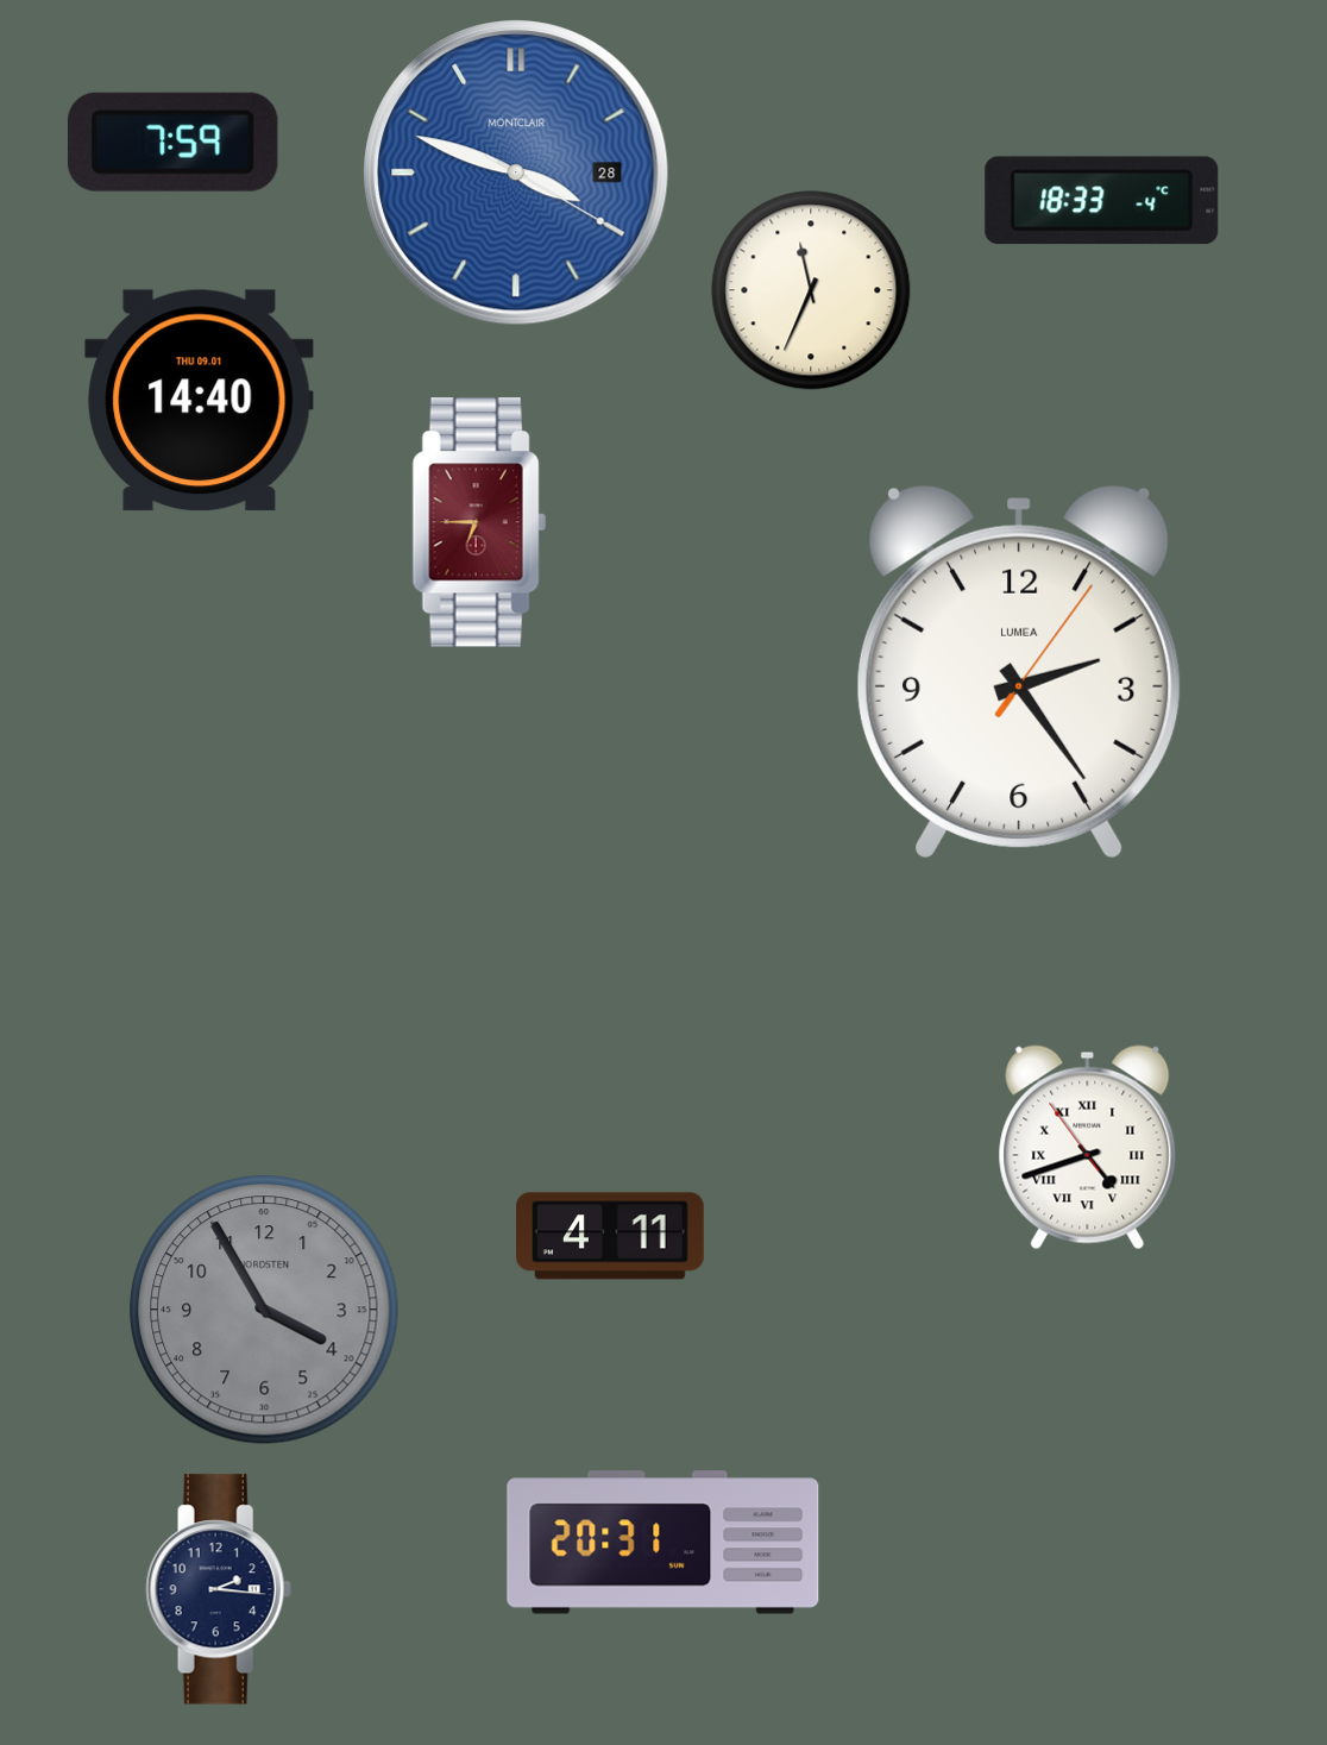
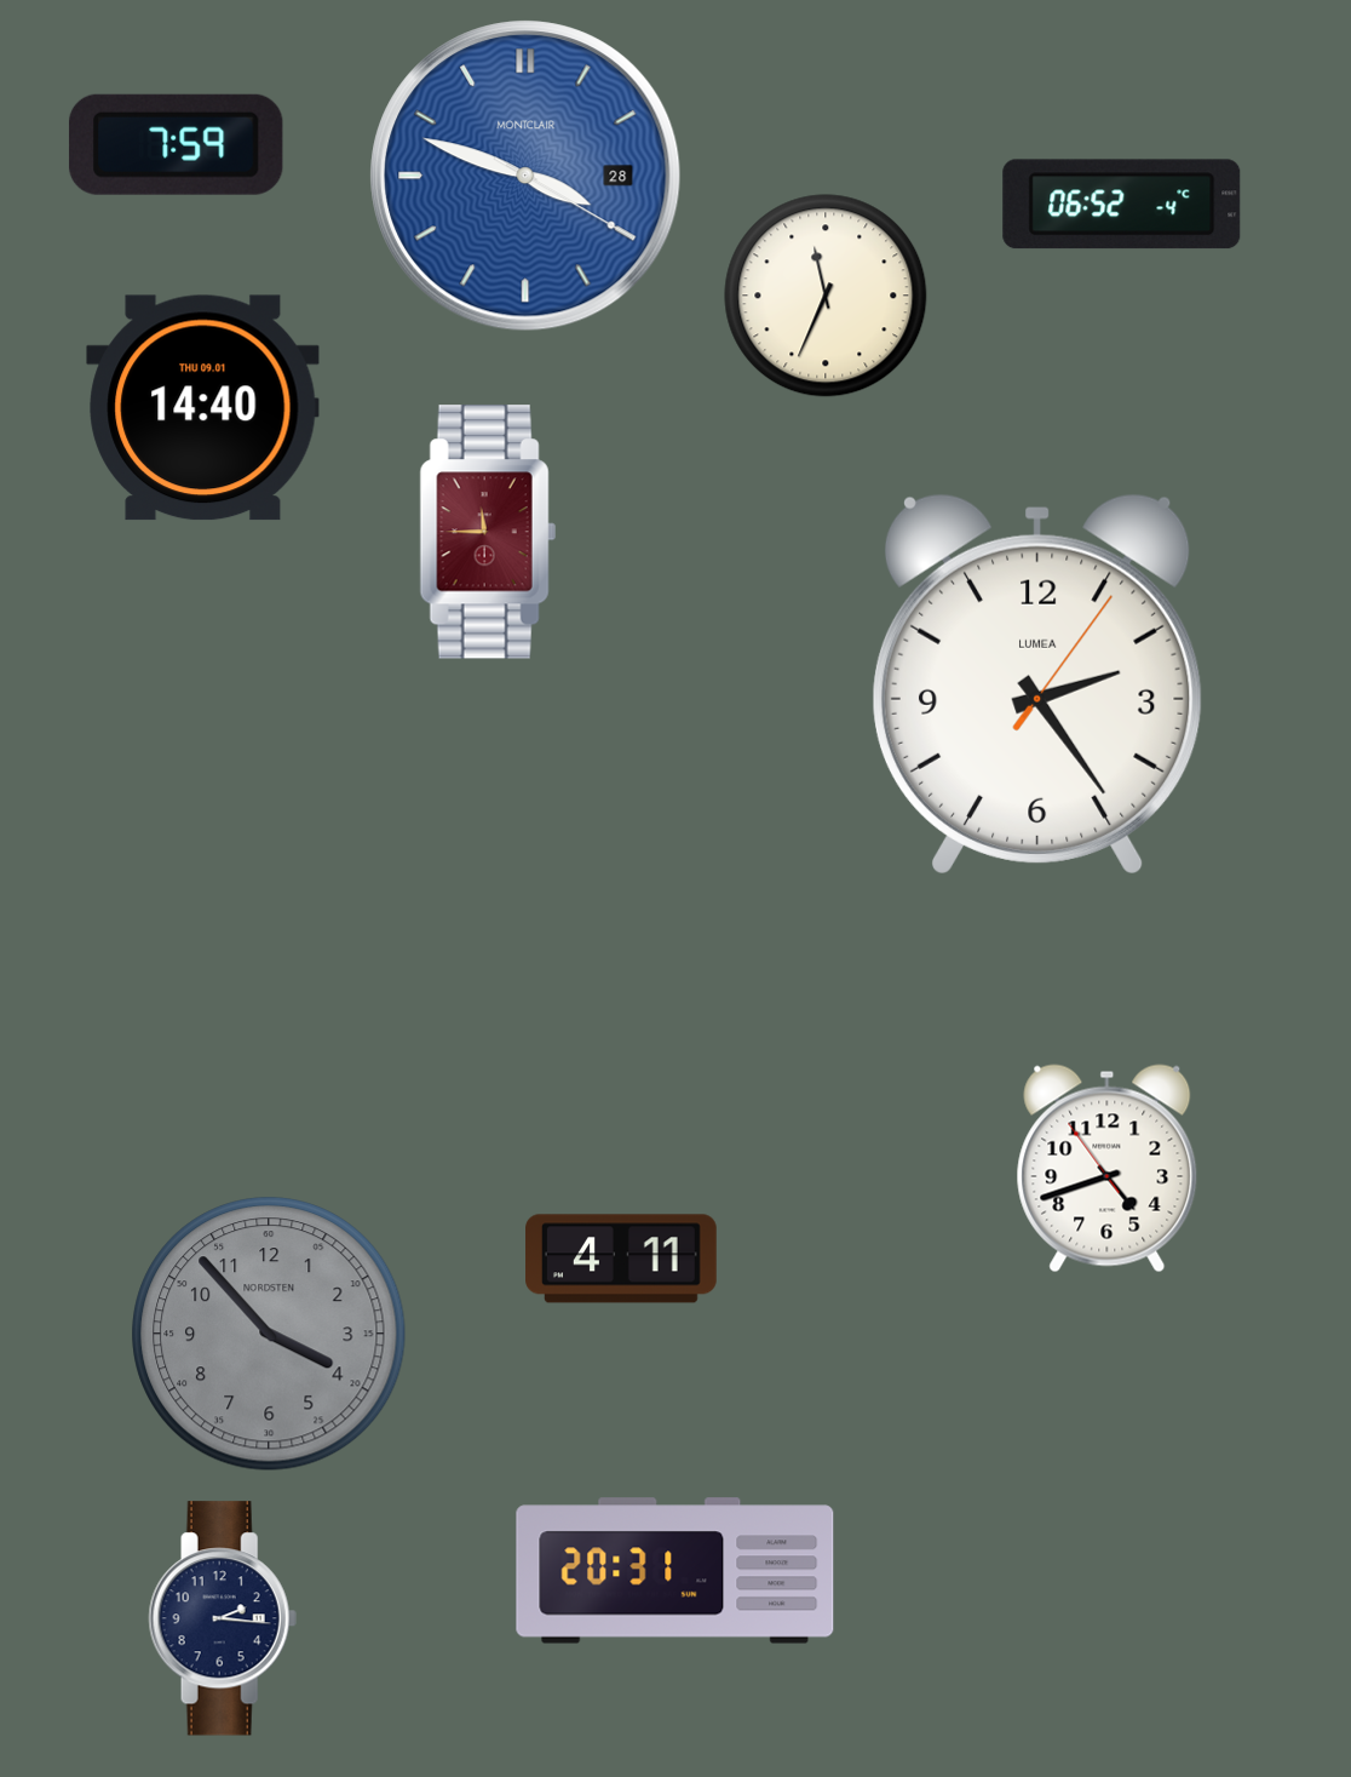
clock at (1102, 201): 18:33 -> 06:52
clock at (479, 522): 6:45 -> 11:45
clock at (1088, 1148) numerals: Roman -> Arabic
clock at (264, 1310): 3:55 -> 3:53
